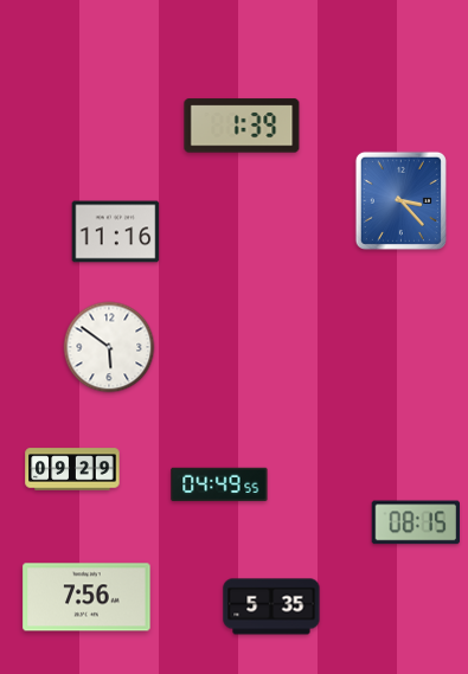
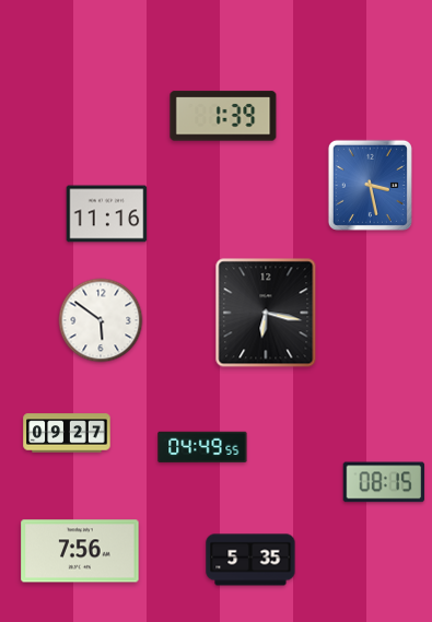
clock at (400, 200): 3:23 -> 3:28
clock at (266, 313): none -> 6:17
clock at (72, 469): 09:29 -> 09:27
